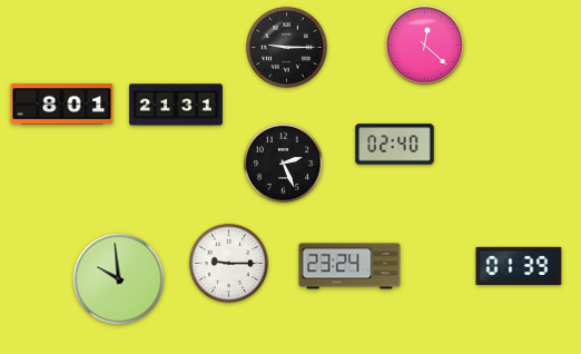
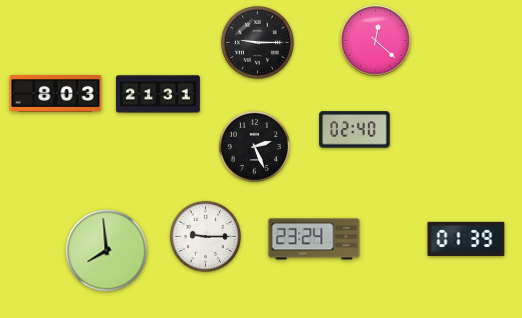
clock at (425, 46) position: (425, 46) -> (376, 41)
clock at (62, 105): 8:01 -> 8:03
clock at (119, 279): 9:59 -> 7:59
